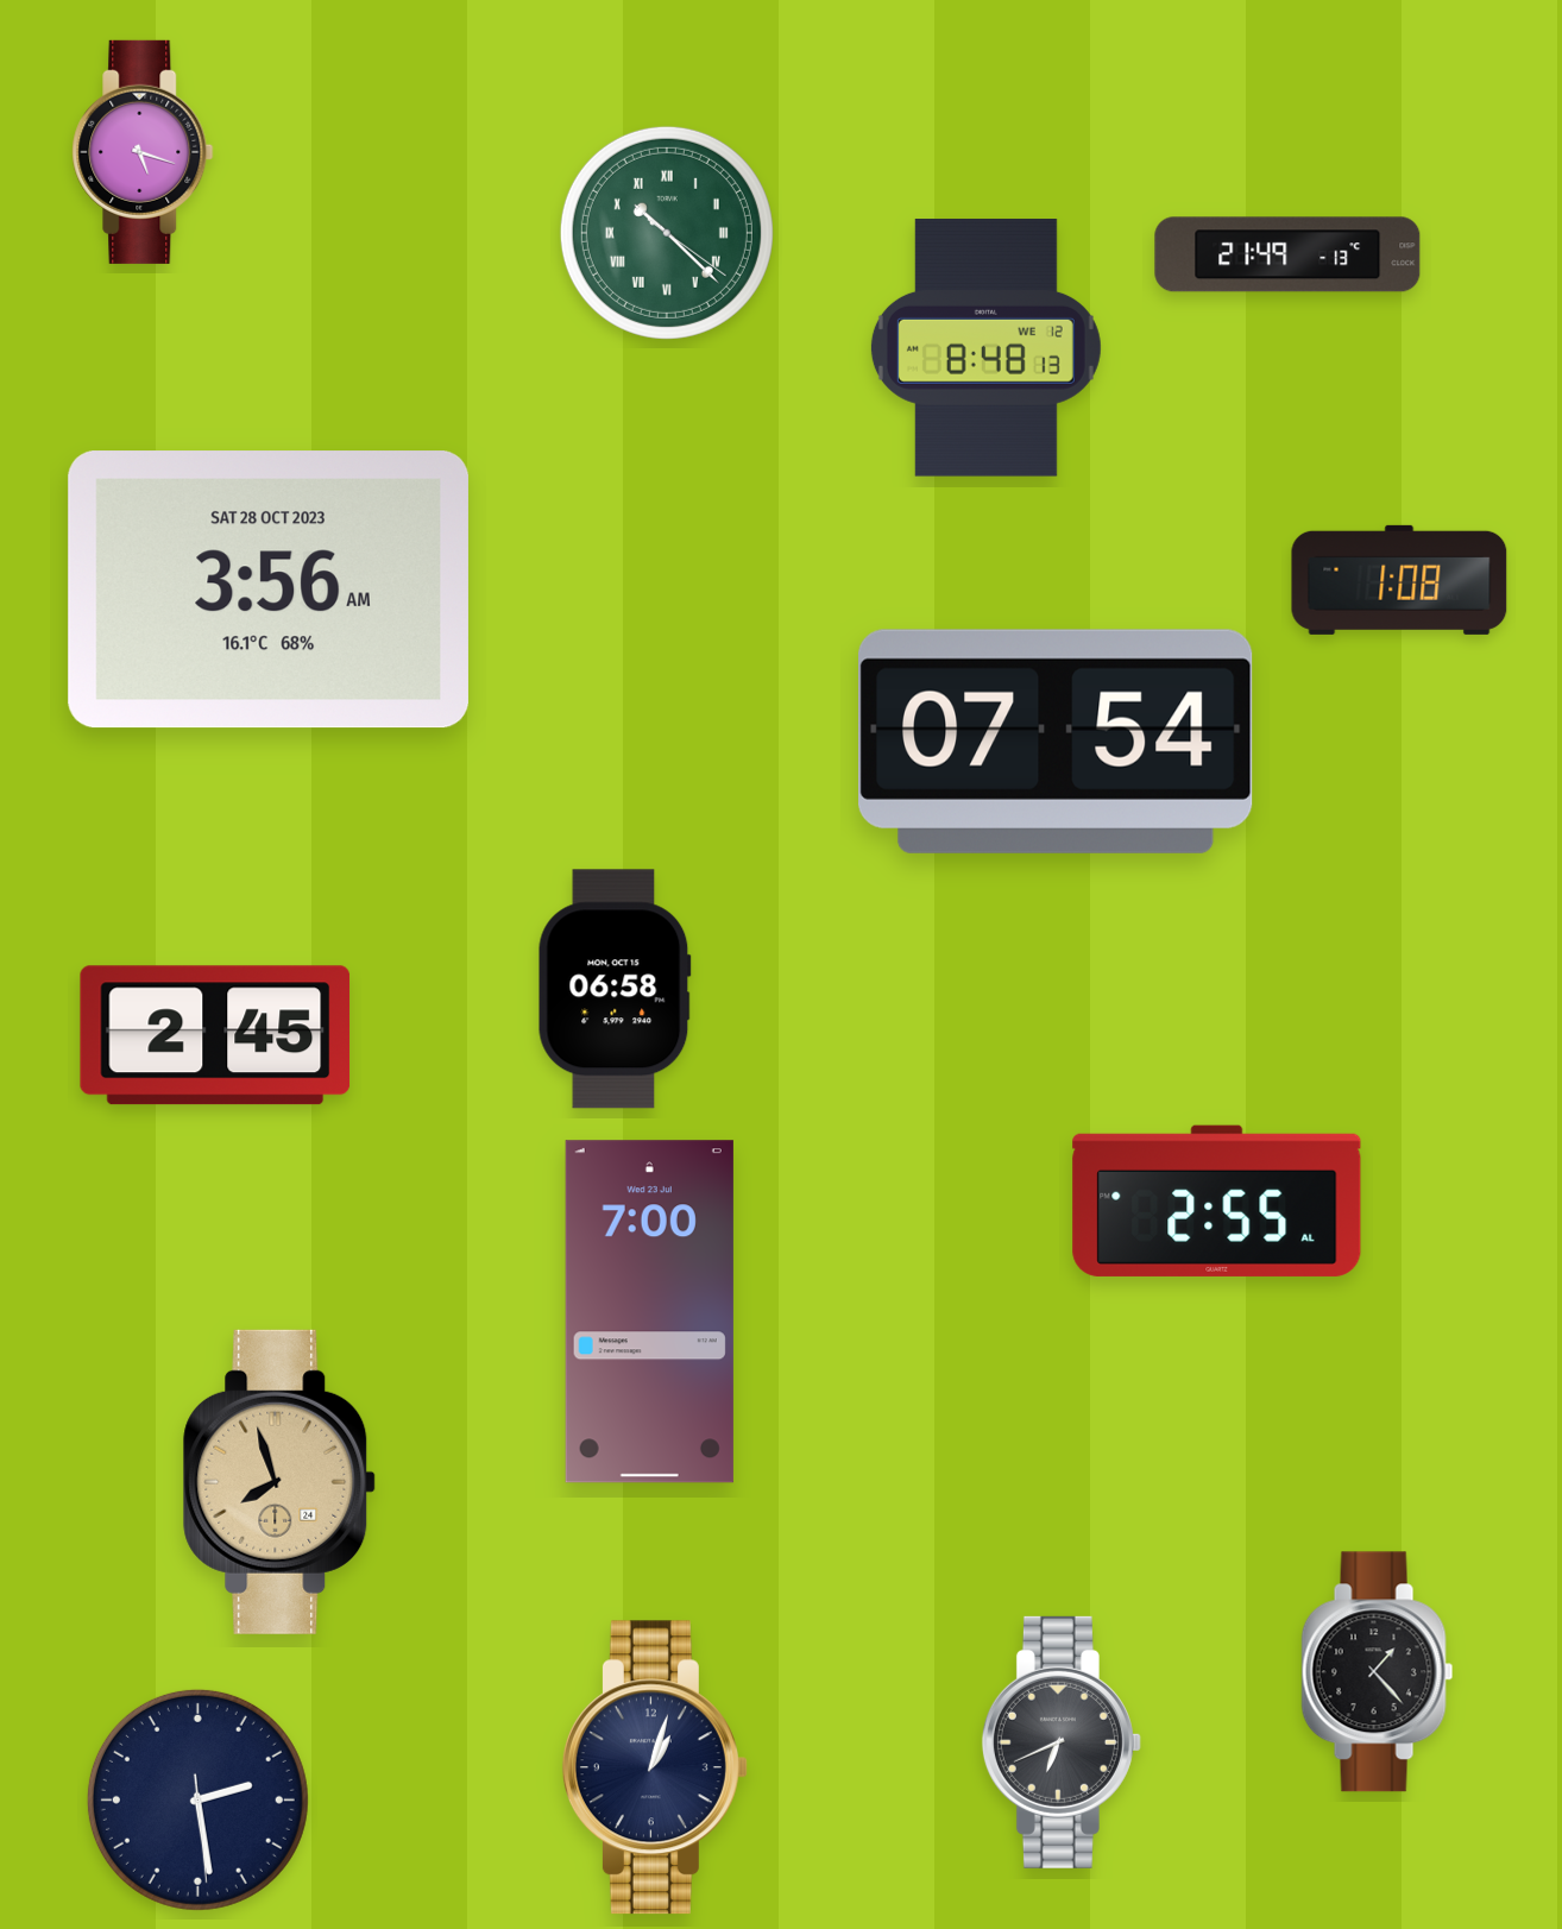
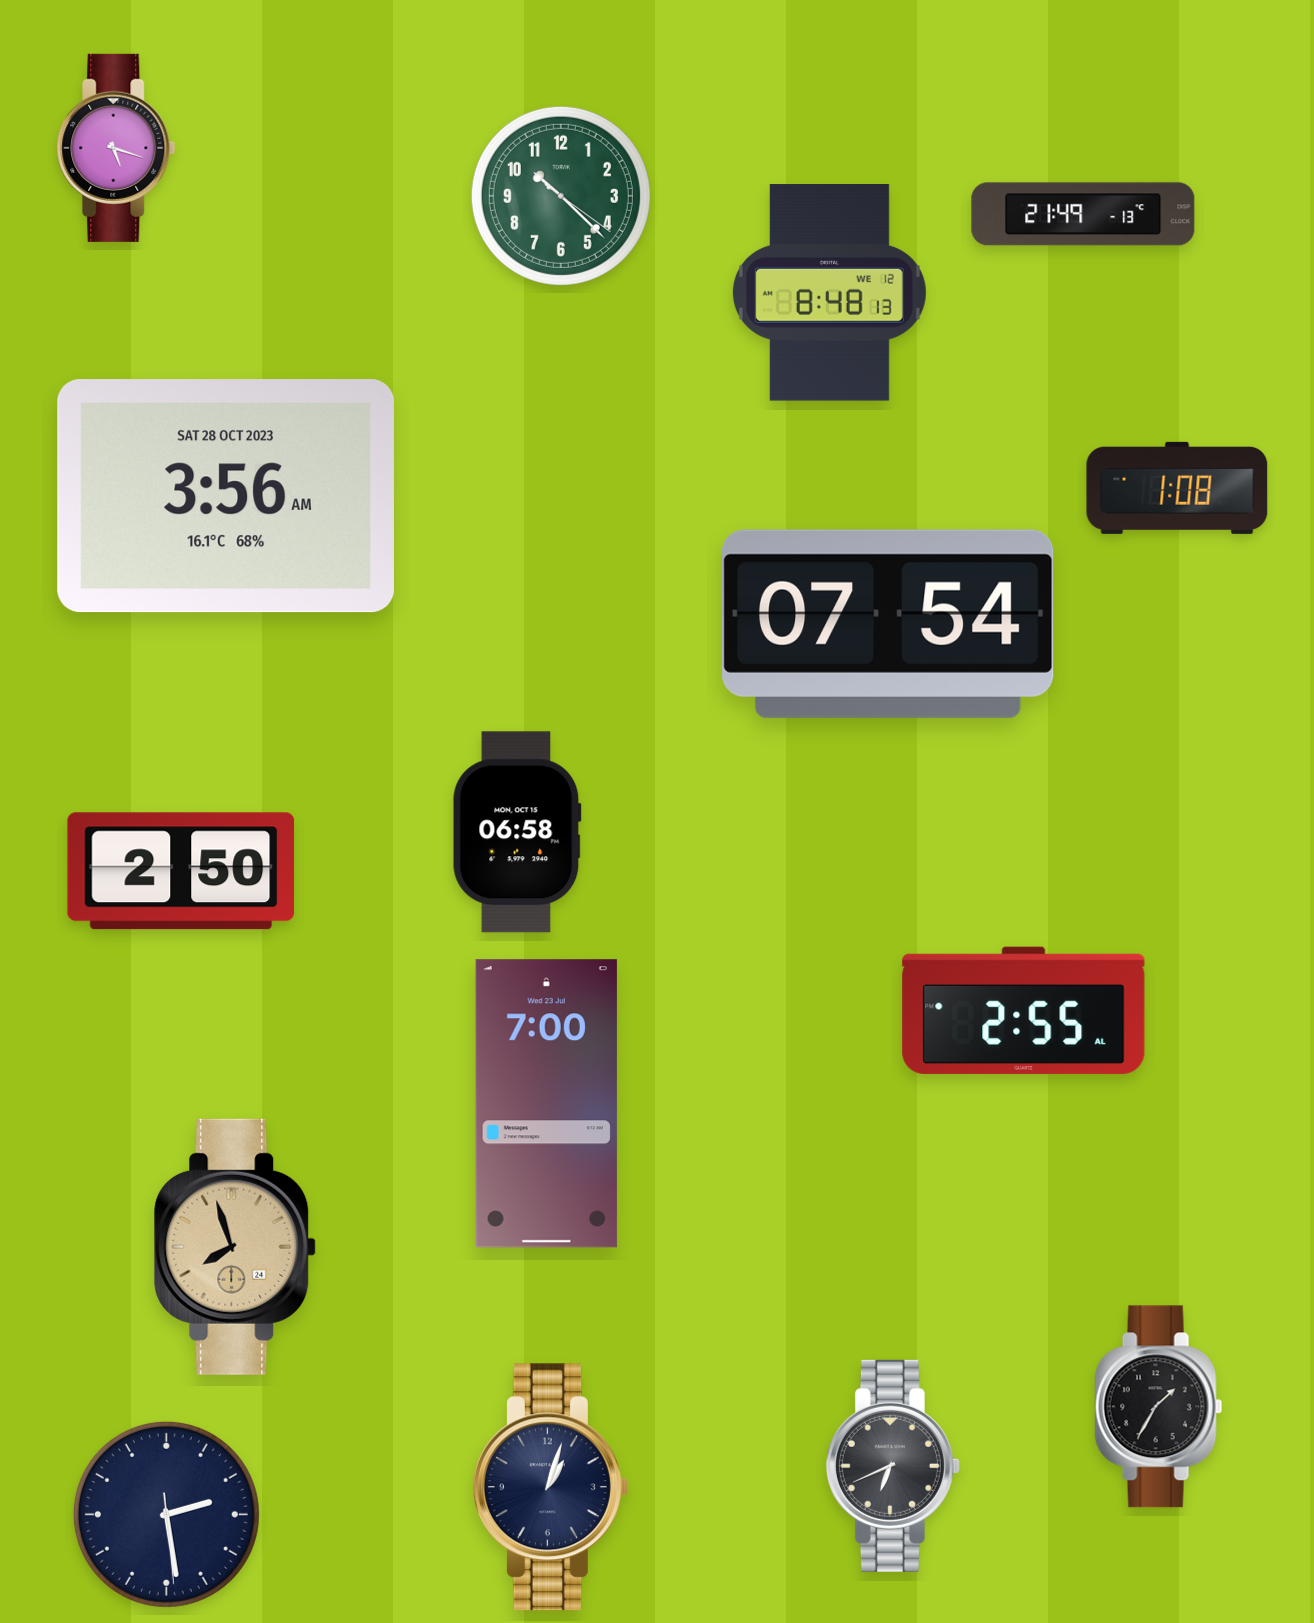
clock at (143, 152) position: (143, 152) -> (116, 148)
clock at (667, 233) numerals: Roman -> Arabic
clock at (215, 1035): 2:45 -> 2:50
clock at (1378, 1672): 1:23 -> 1:35
